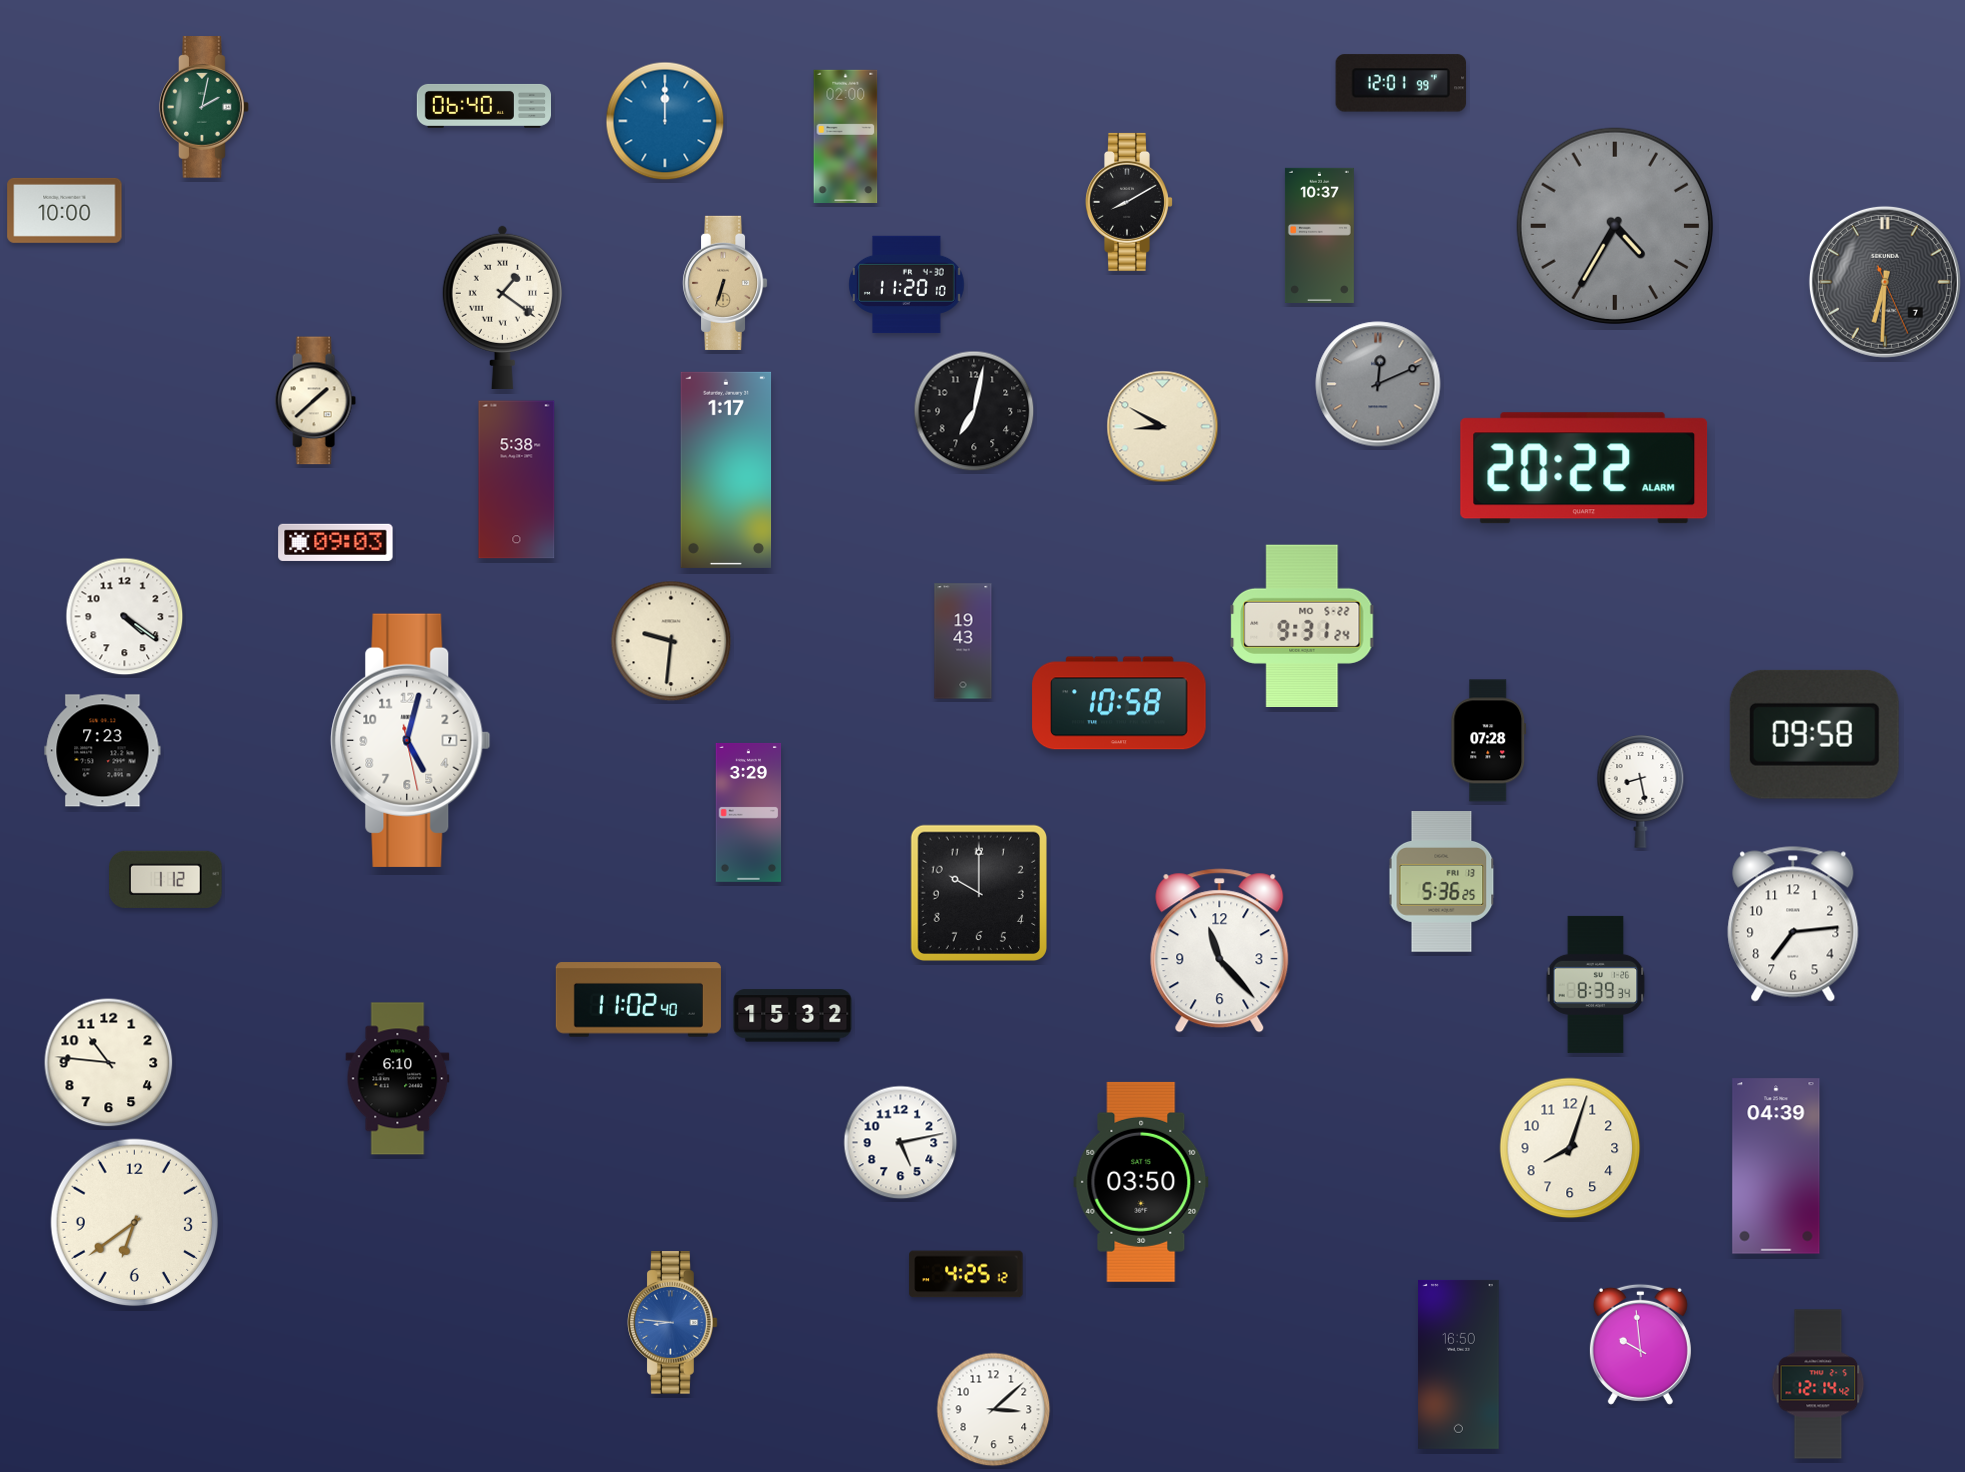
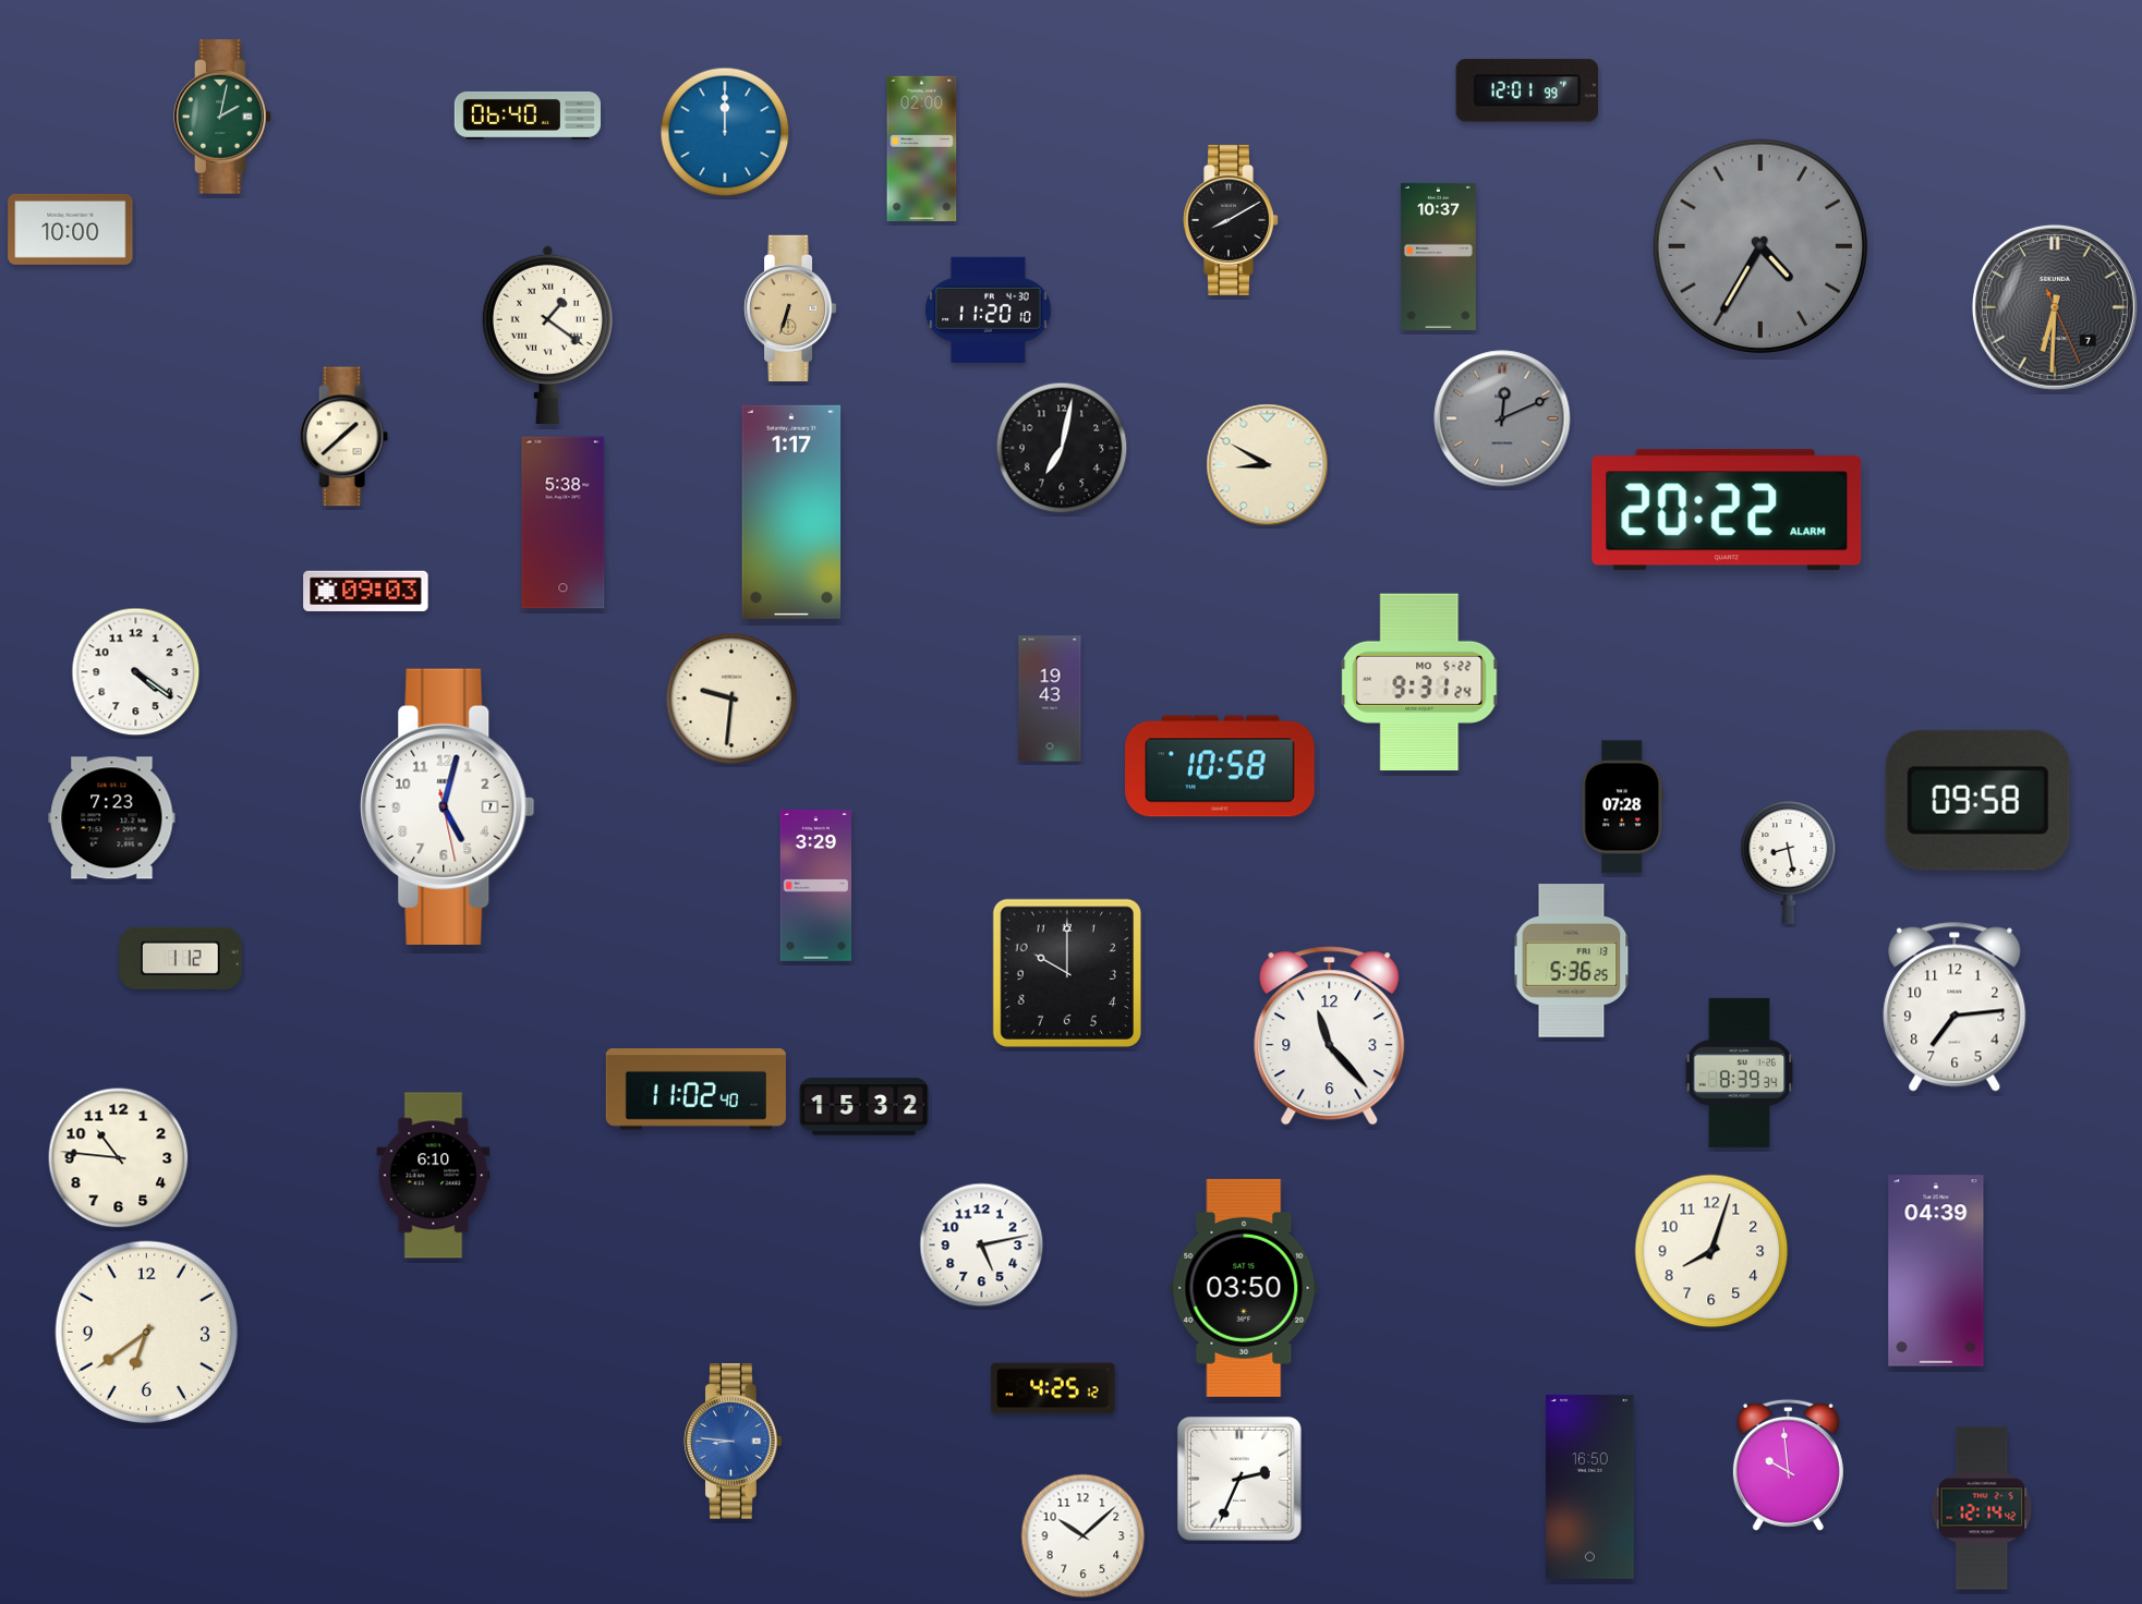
clock at (1239, 1479): none -> 2:34
clock at (994, 1410): 3:08 -> 10:08
